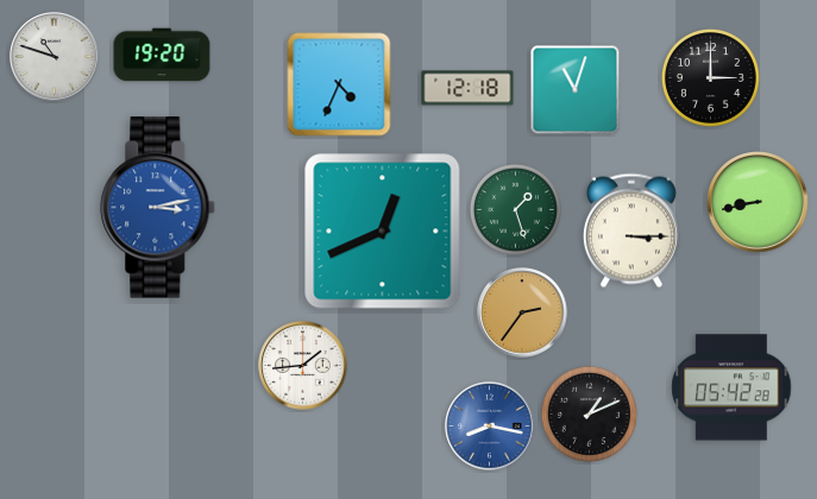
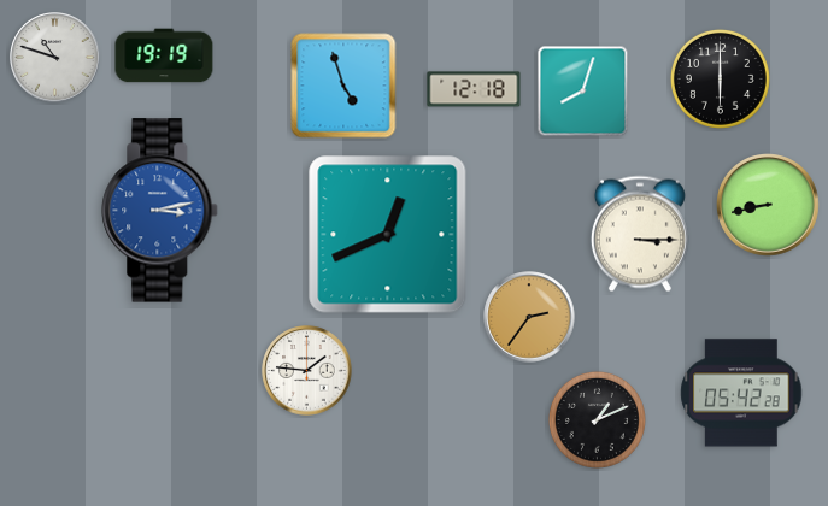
clock at (162, 55): 19:20 -> 19:19
clock at (710, 77): 3:00 -> 6:00
clock at (339, 84): 4:34 -> 4:57
clock at (576, 90): 11:03 -> 8:03
clock at (515, 209): 1:27 -> none
clock at (303, 366): 1:44 -> 1:46
clock at (490, 427): 8:17 -> none
